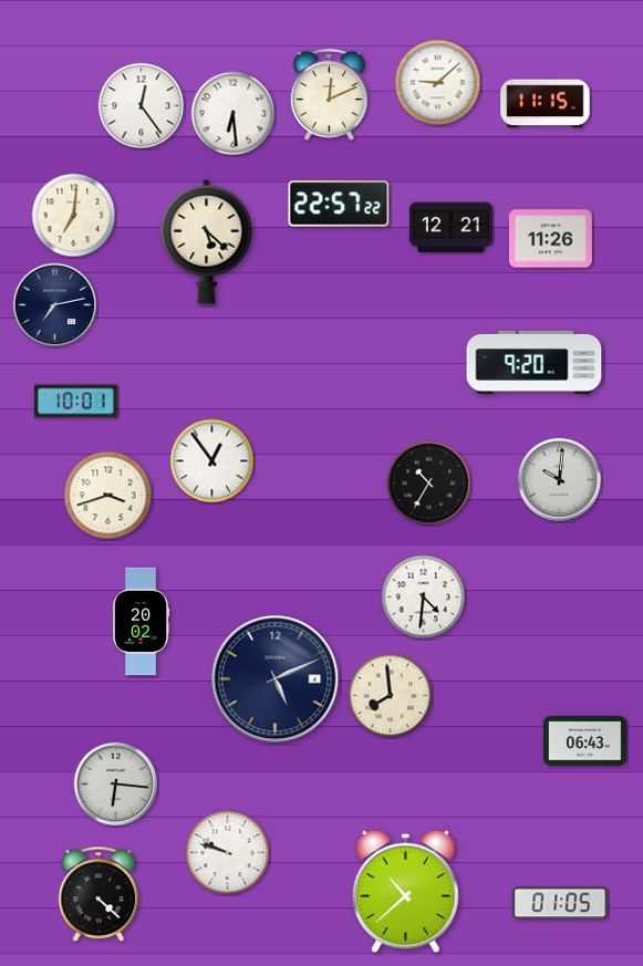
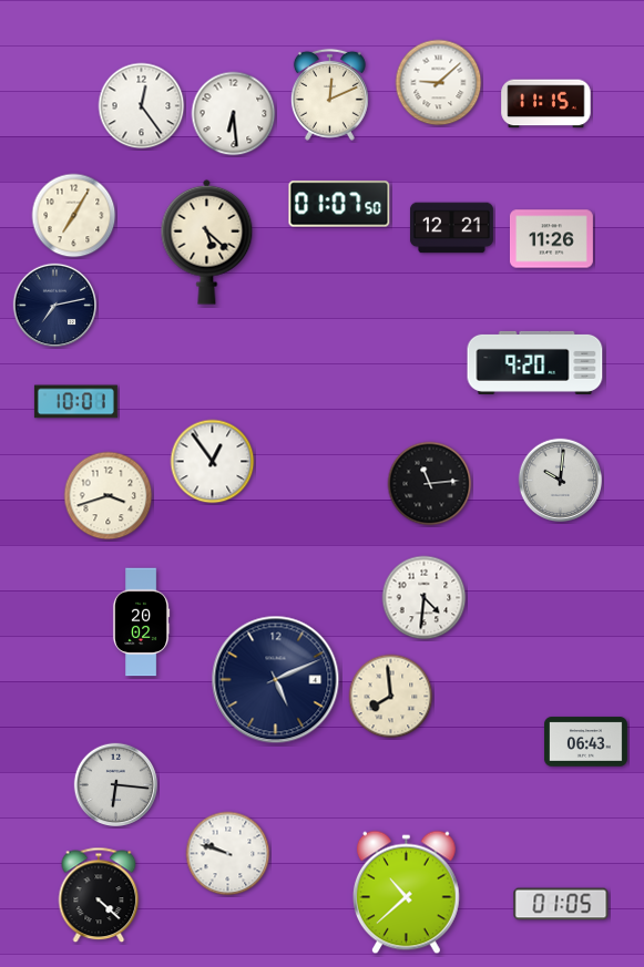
clock at (339, 204): 22:57 -> 01:07
clock at (74, 216): 7:01 -> 7:05
clock at (429, 484): 10:35 -> 11:14
